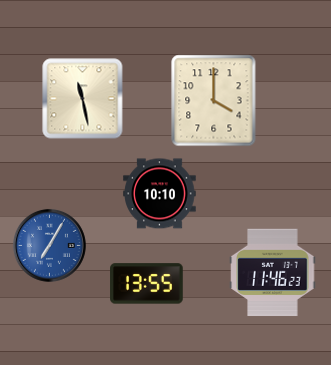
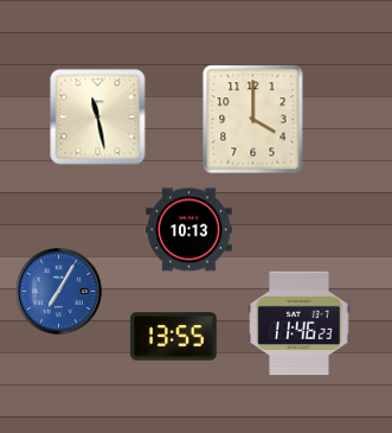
clock at (160, 194): 10:10 -> 10:13
clock at (273, 273) position: (273, 273) -> (300, 324)
